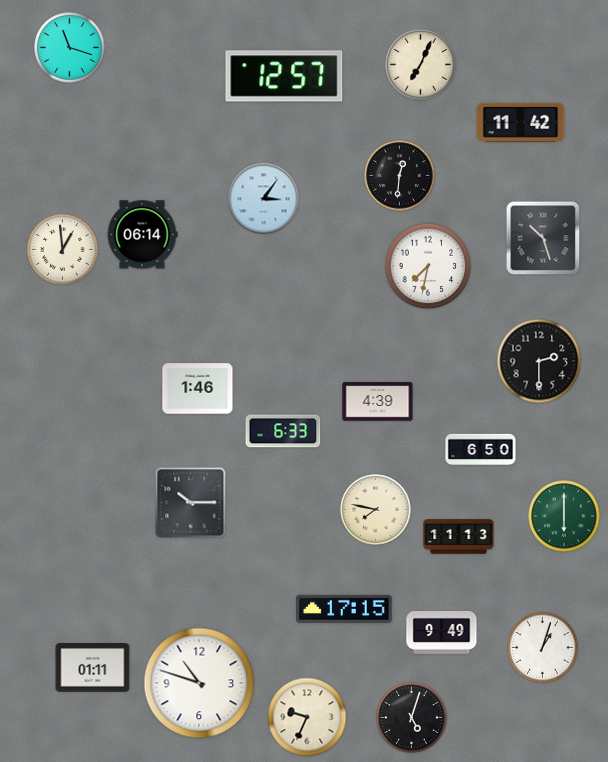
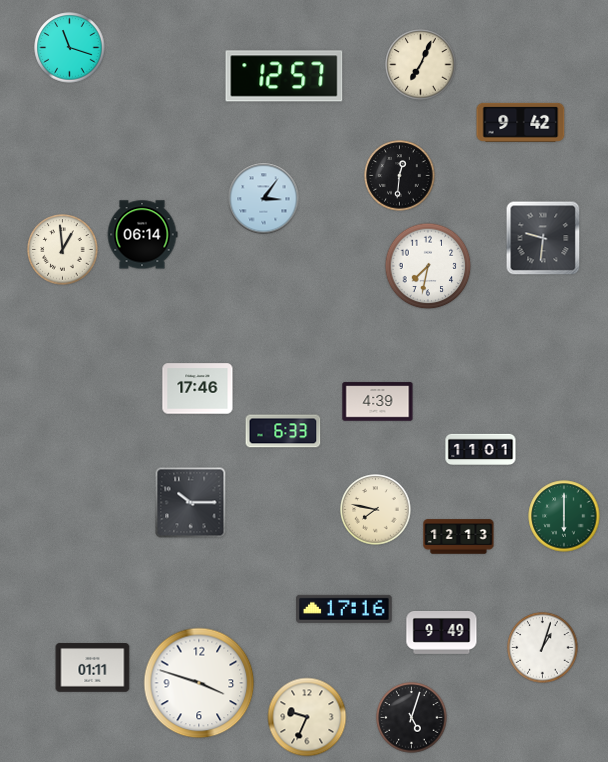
clock at (521, 122): 11:42 -> 9:42
clock at (543, 238): 10:27 -> 9:31
clock at (539, 361): 2:30 -> none
clock at (198, 389): 1:46 -> 17:46
clock at (481, 450): 6:50 -> 11:01
clock at (459, 537): 11:13 -> 12:13
clock at (344, 609): 17:15 -> 17:16
clock at (199, 683): 10:48 -> 3:48
